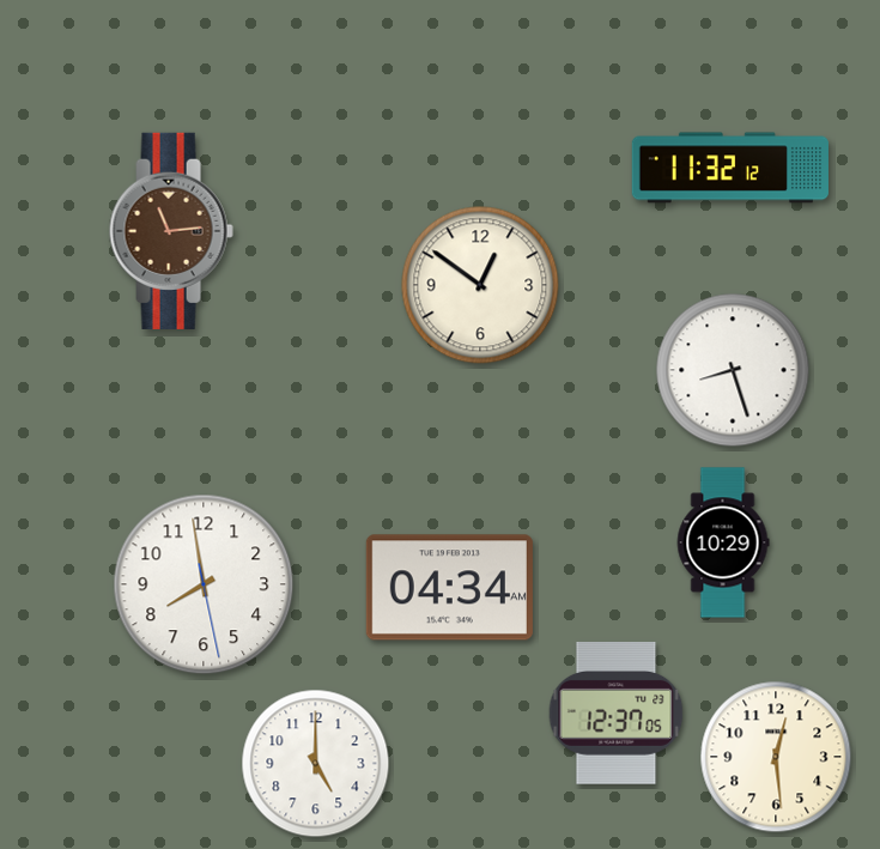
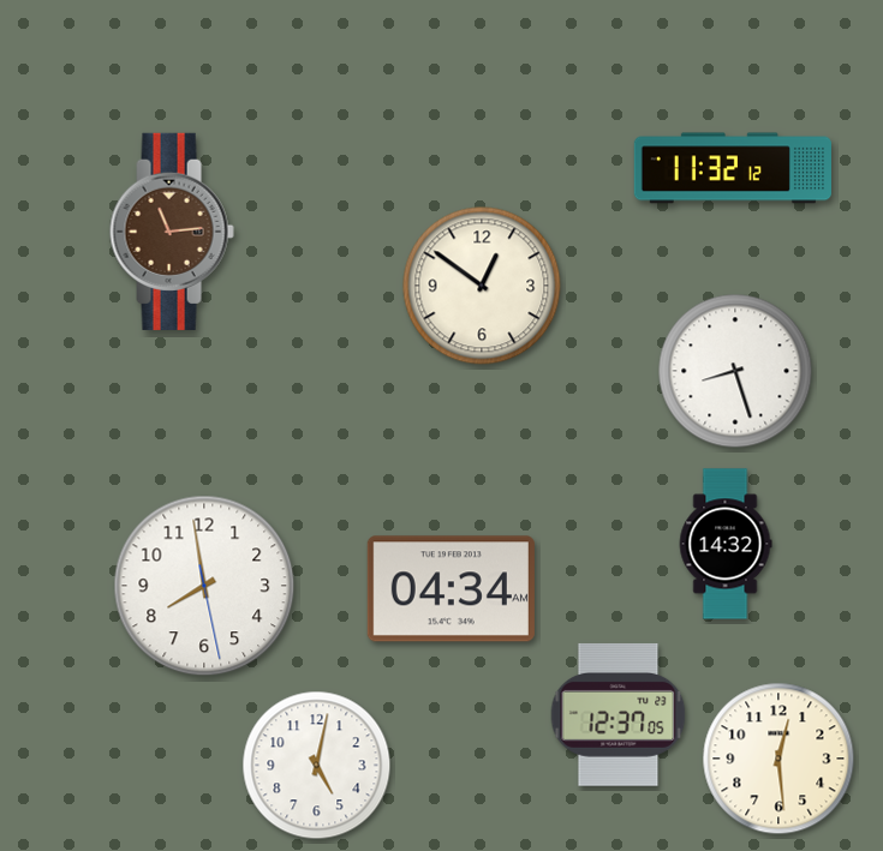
clock at (723, 542): 10:29 -> 14:32
clock at (316, 764): 5:00 -> 5:02
